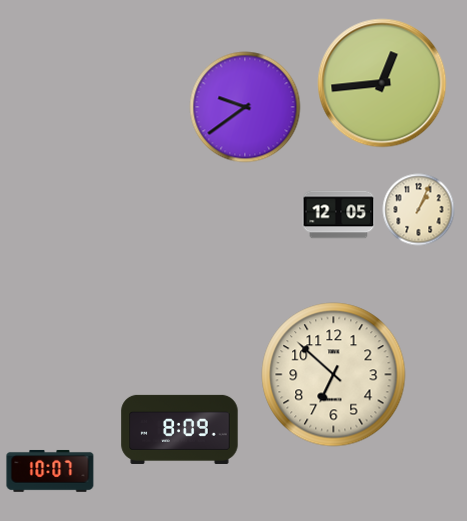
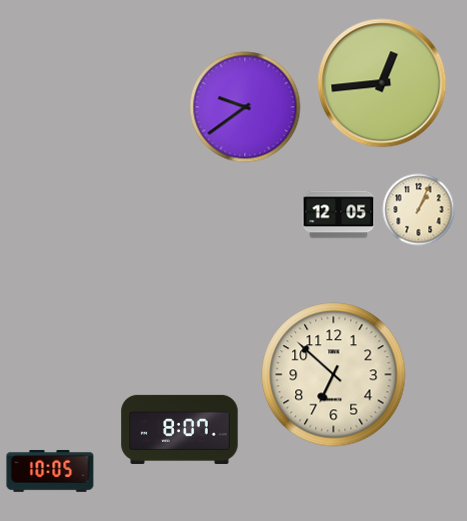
clock at (180, 429): 8:09 -> 8:07
clock at (50, 471): 10:07 -> 10:05
